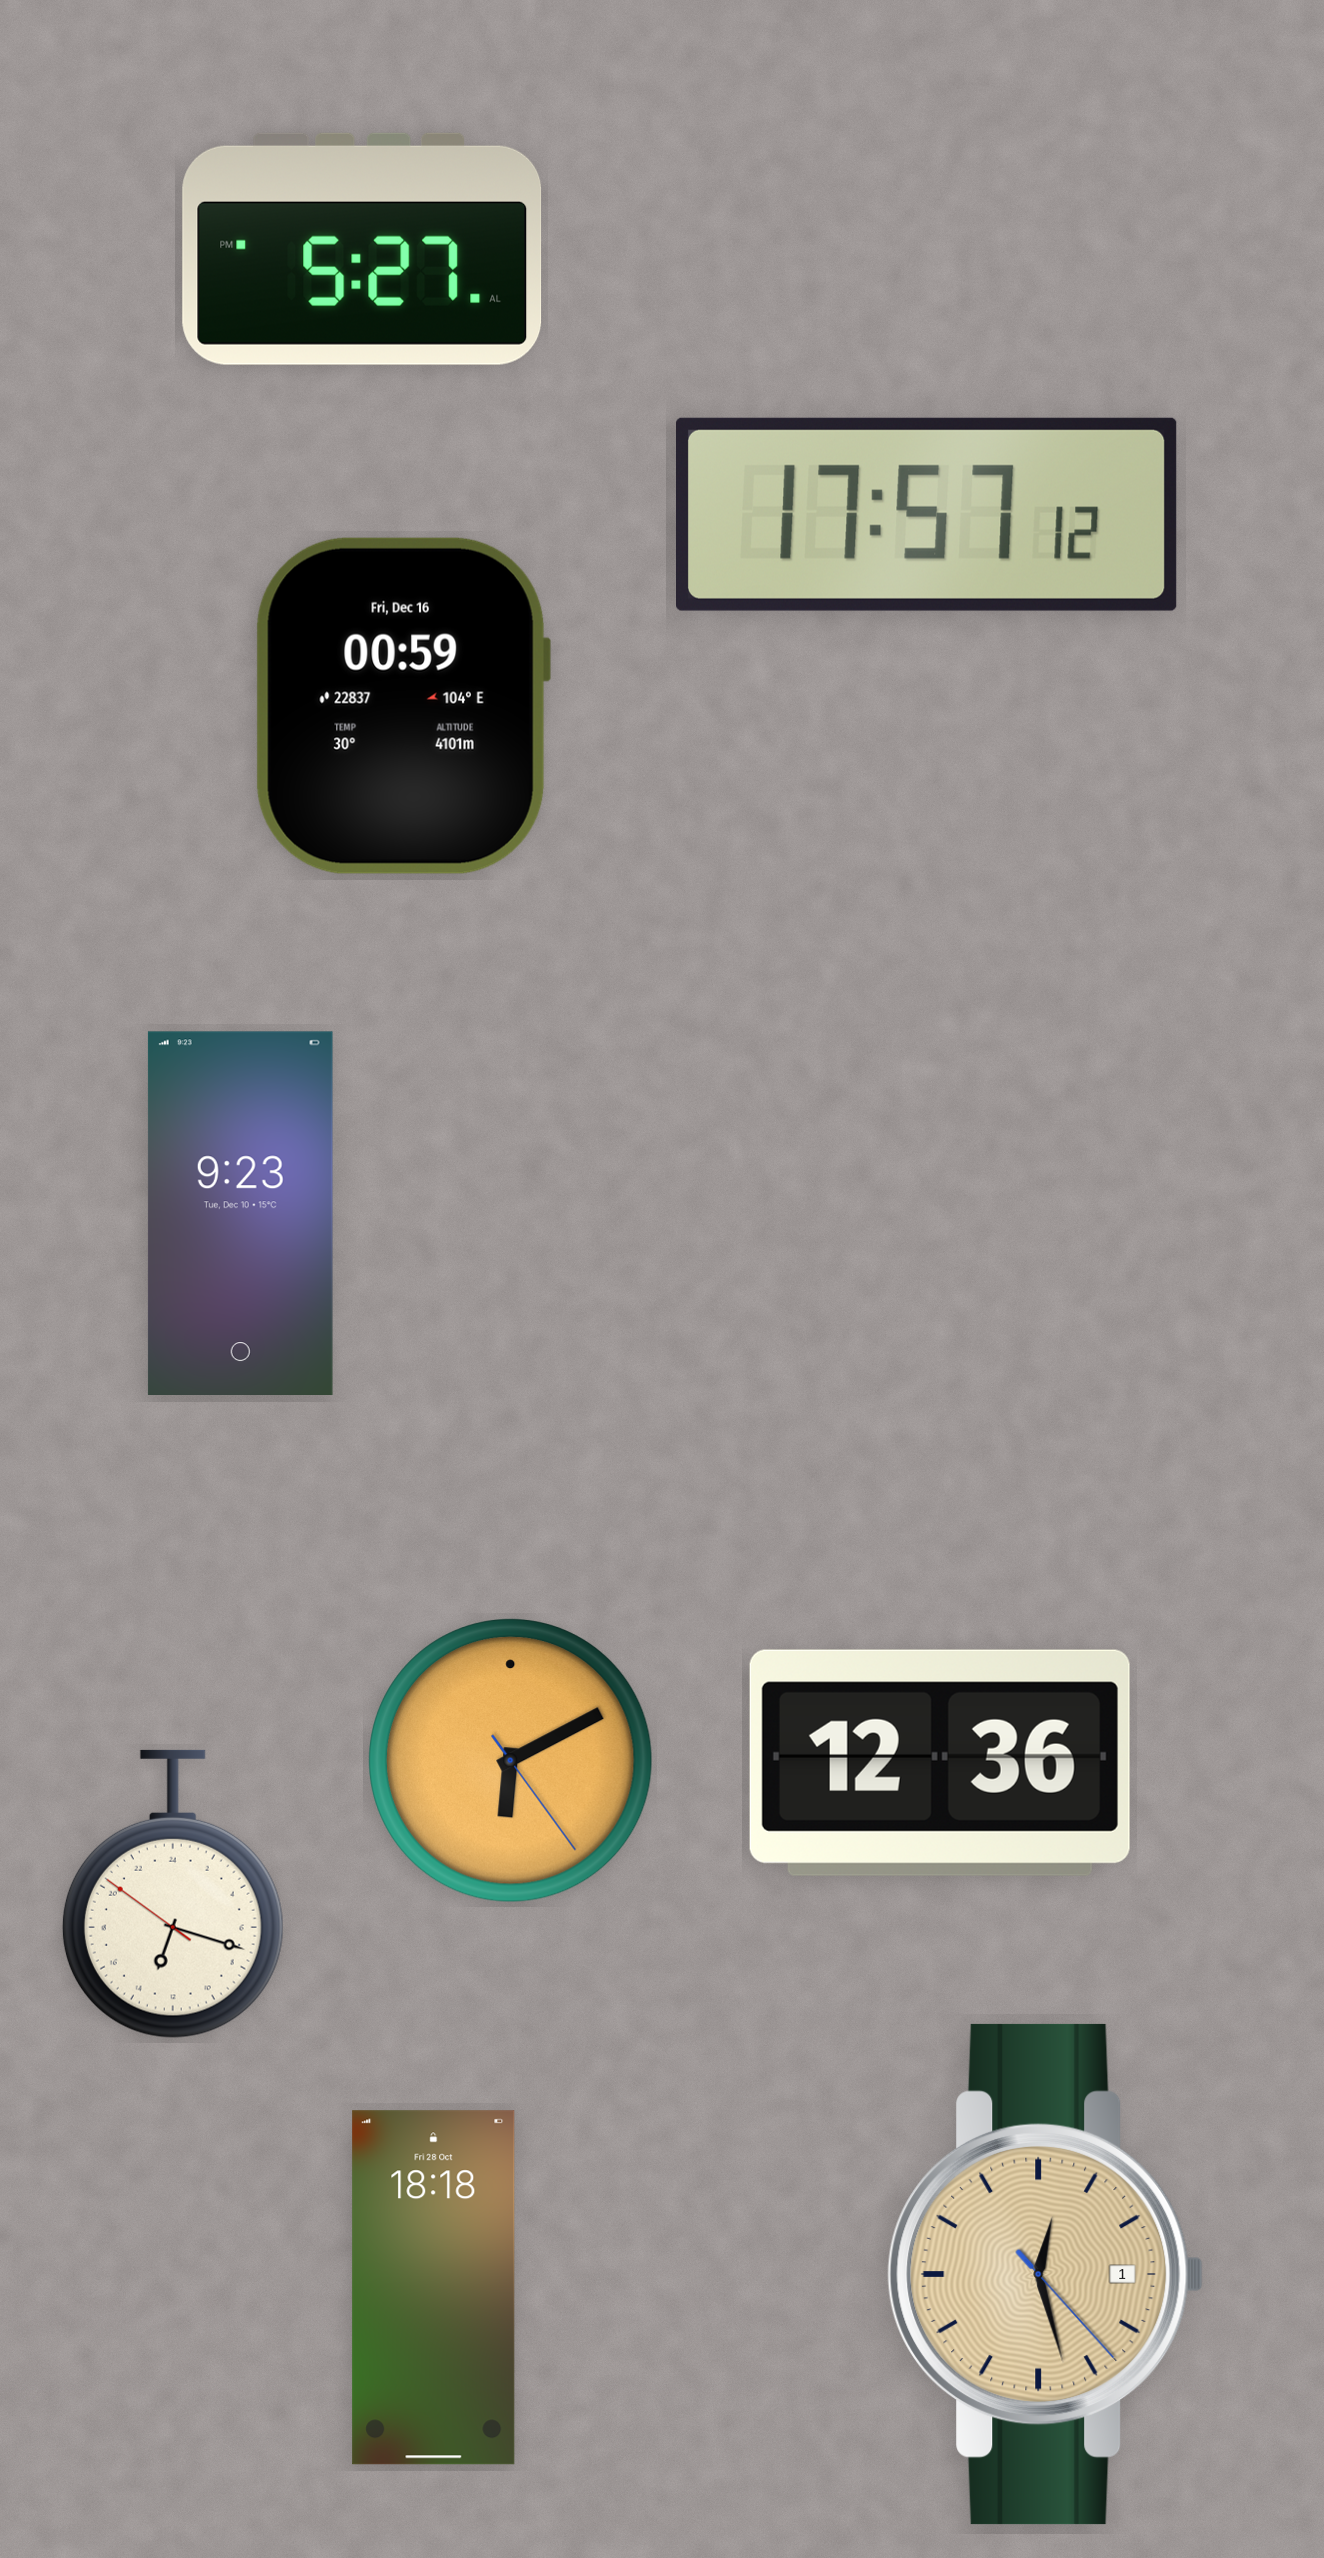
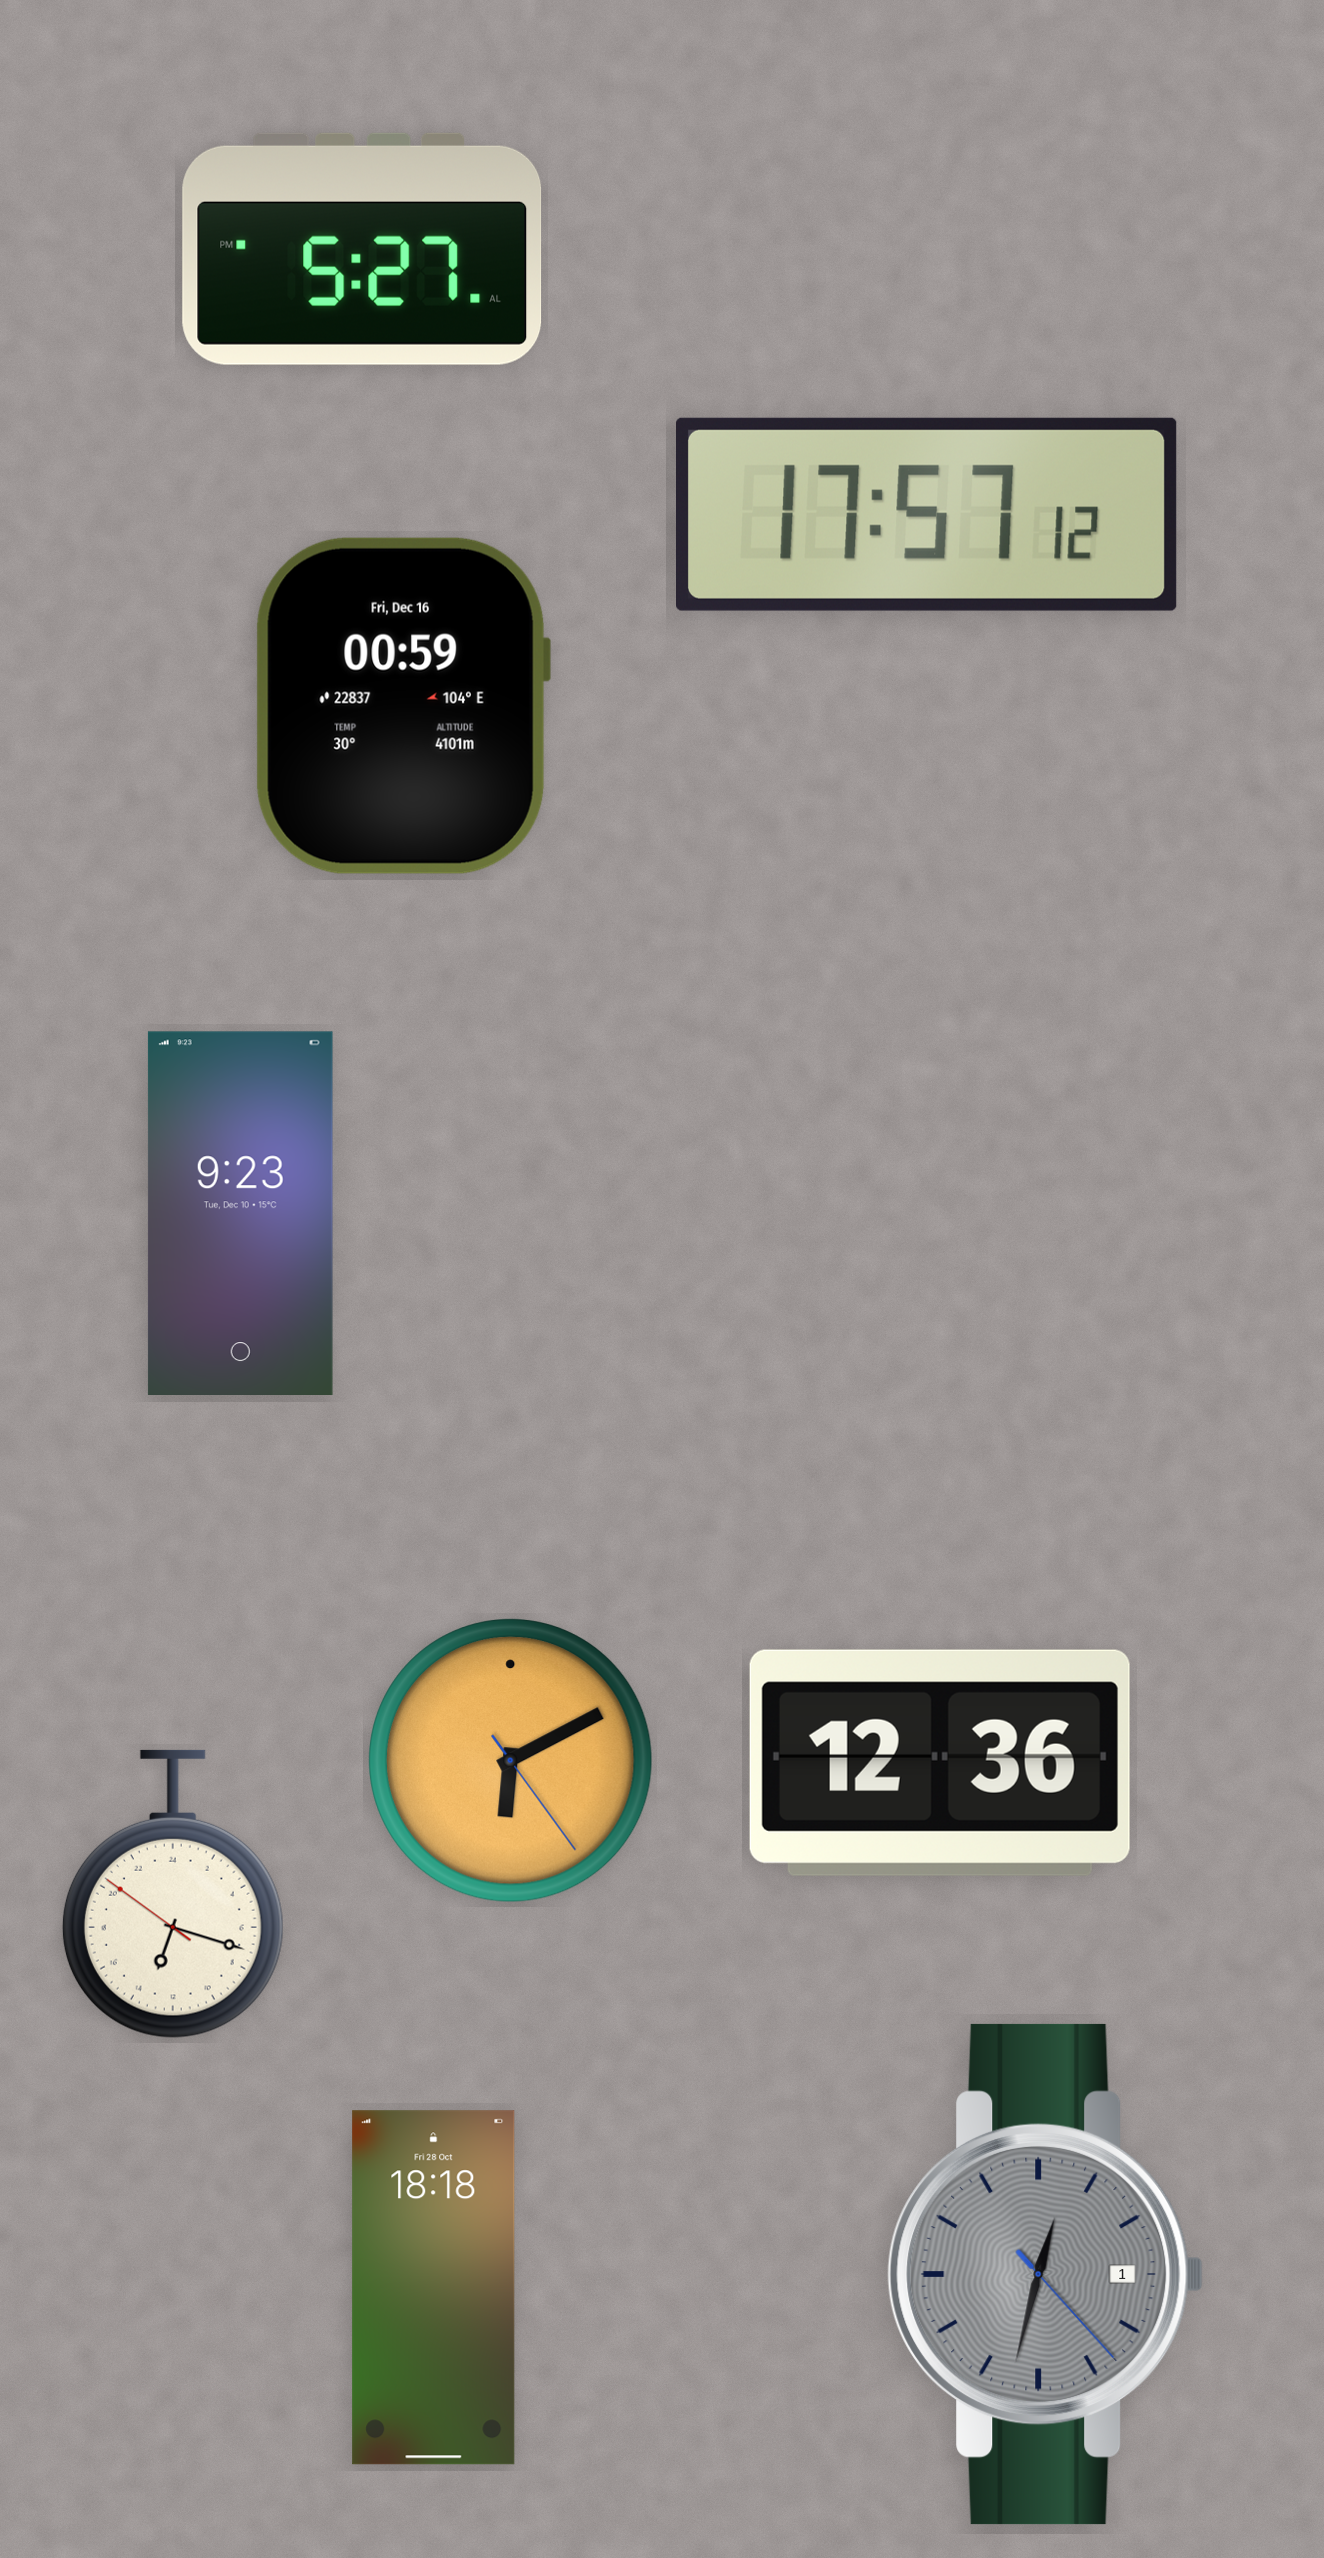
clock at (1046, 2274): 12:27 -> 12:32
clock at (1046, 2274) dial: champagne -> grey
